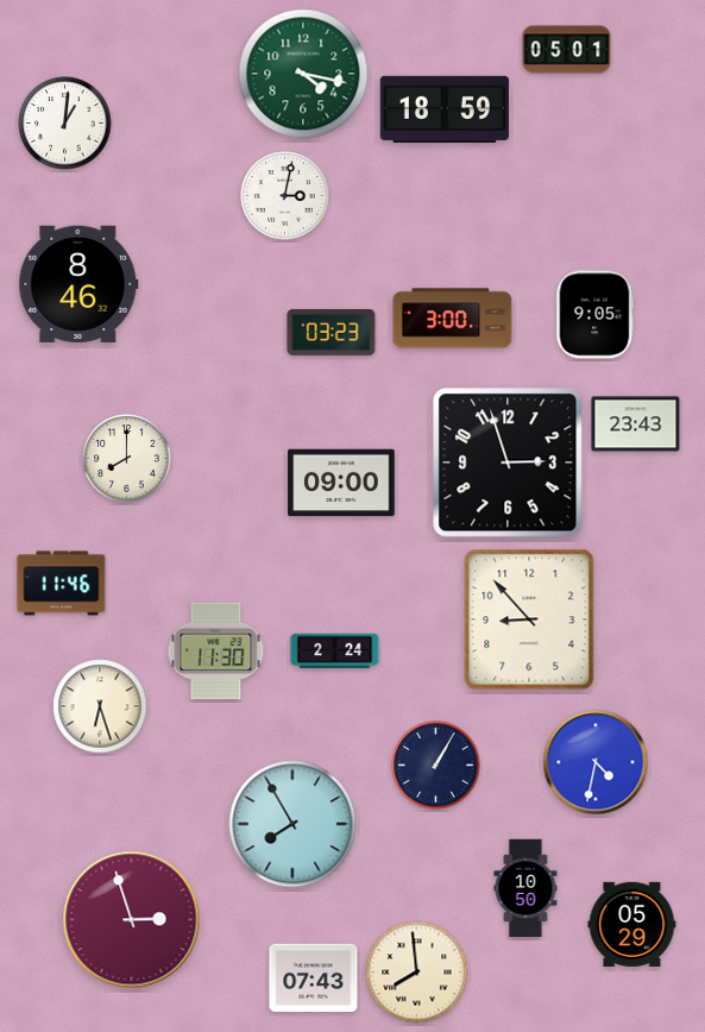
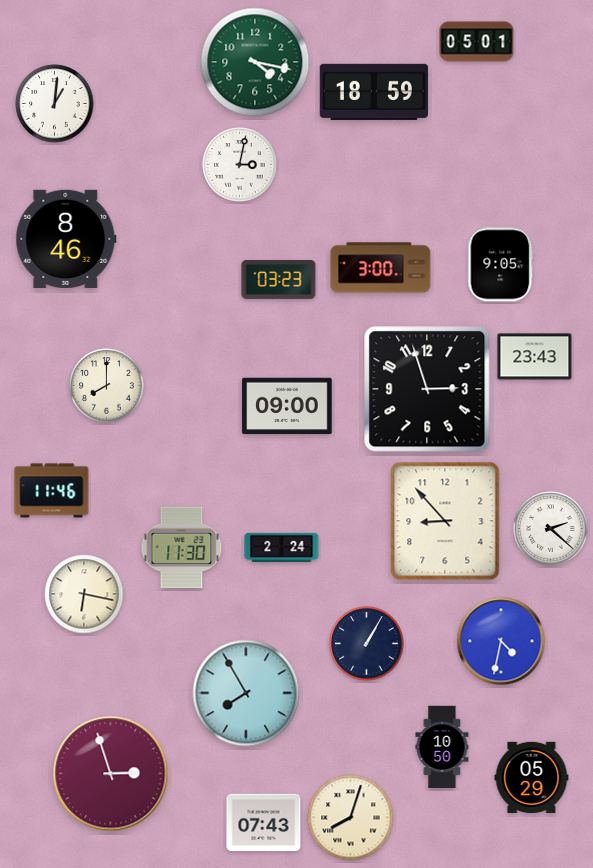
clock at (551, 529): none -> 2:22
clock at (100, 706): 6:27 -> 6:17
clock at (417, 973): 7:59 -> 8:03
